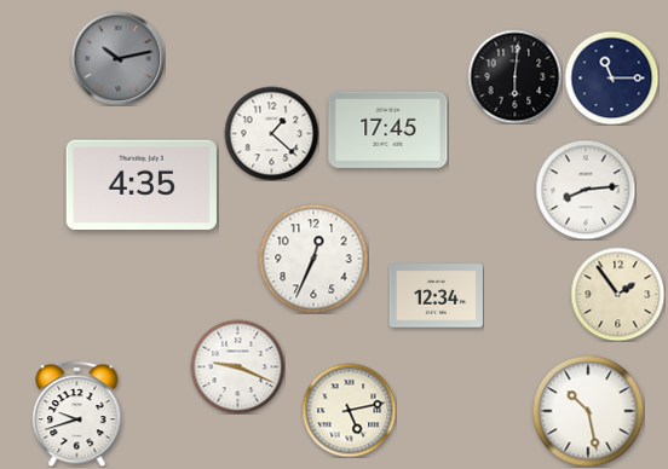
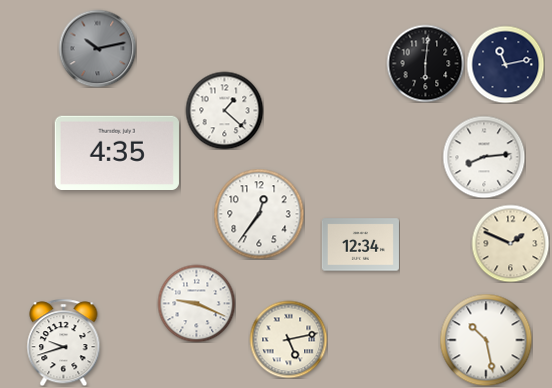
clock at (611, 77): 11:15 -> 11:13
clock at (388, 129): 17:45 -> none
clock at (313, 259): 12:34 -> 12:36
clock at (617, 294): 1:54 -> 1:49
